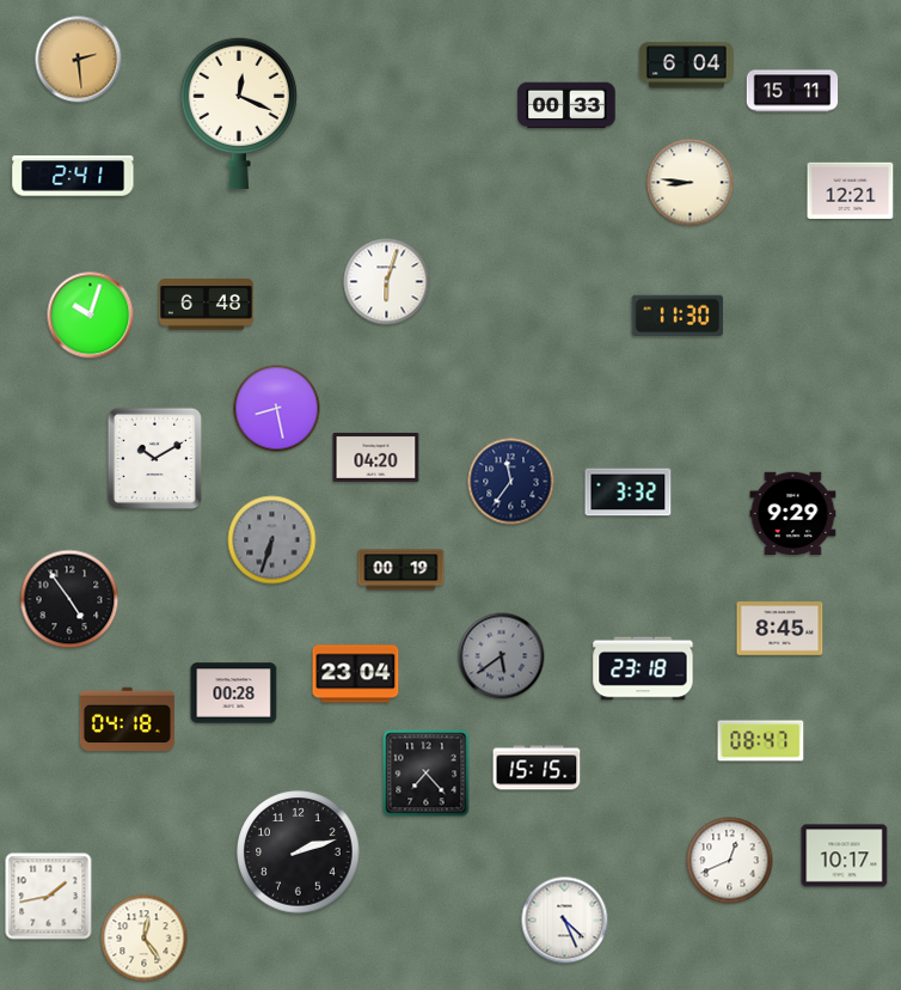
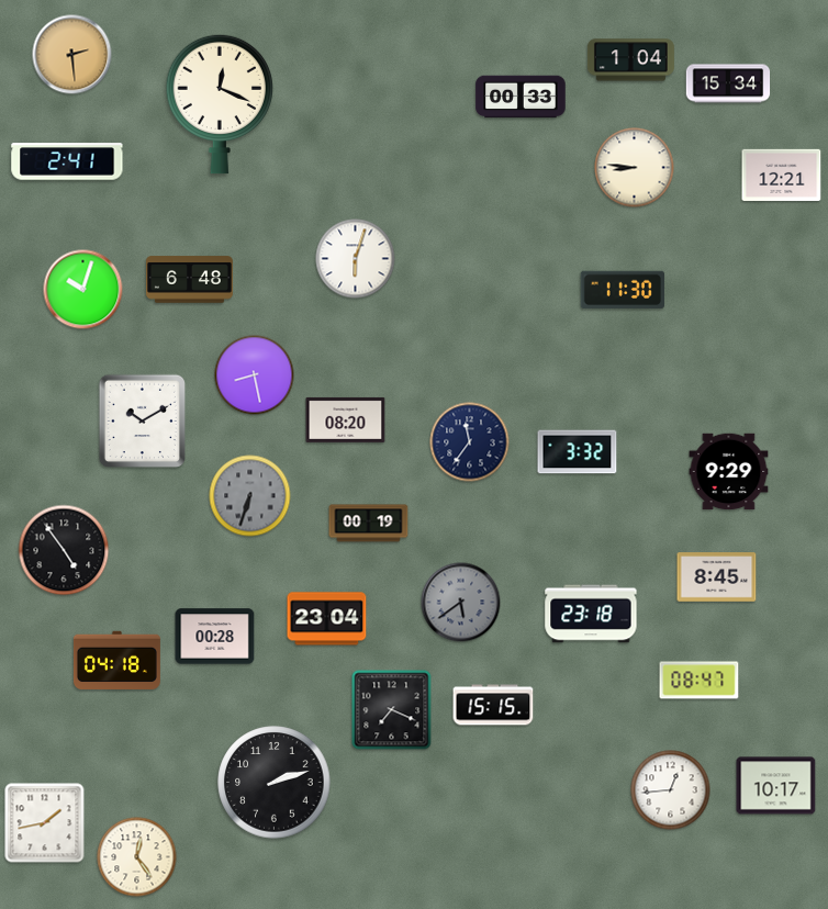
clock at (686, 66): 6:04 -> 1:04
clock at (792, 91): 15:11 -> 15:34
clock at (376, 457): 04:20 -> 08:20
clock at (427, 774): 7:23 -> 7:19
clock at (730, 861): 12:41 -> 12:44
clock at (565, 921): 4:26 -> none
clock at (145, 939) position: (145, 939) -> (137, 857)
